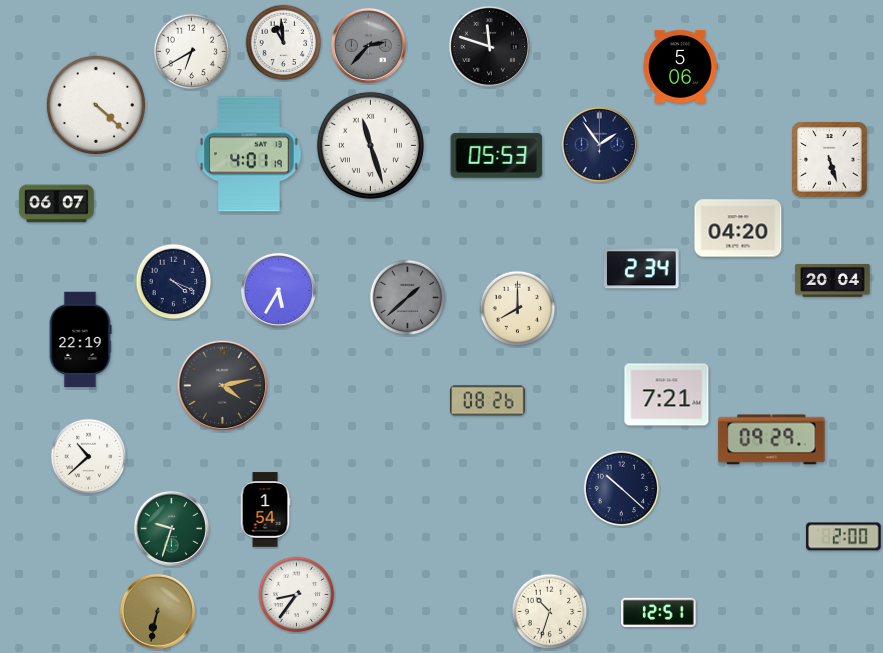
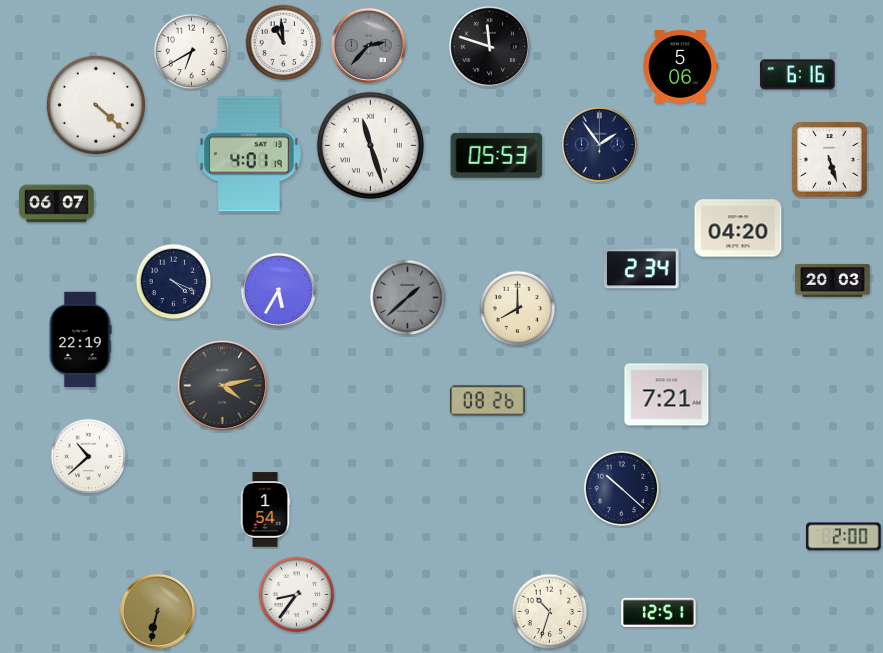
clock at (798, 75): none -> 6:16
clock at (833, 280): 20:04 -> 20:03
clock at (772, 440): 09:29 -> none
clock at (171, 528): 9:33 -> none
